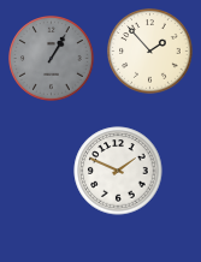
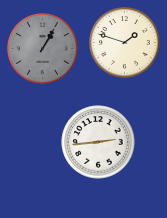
clock at (150, 52): 1:53 -> 1:48
clock at (118, 171): 1:49 -> 2:44
